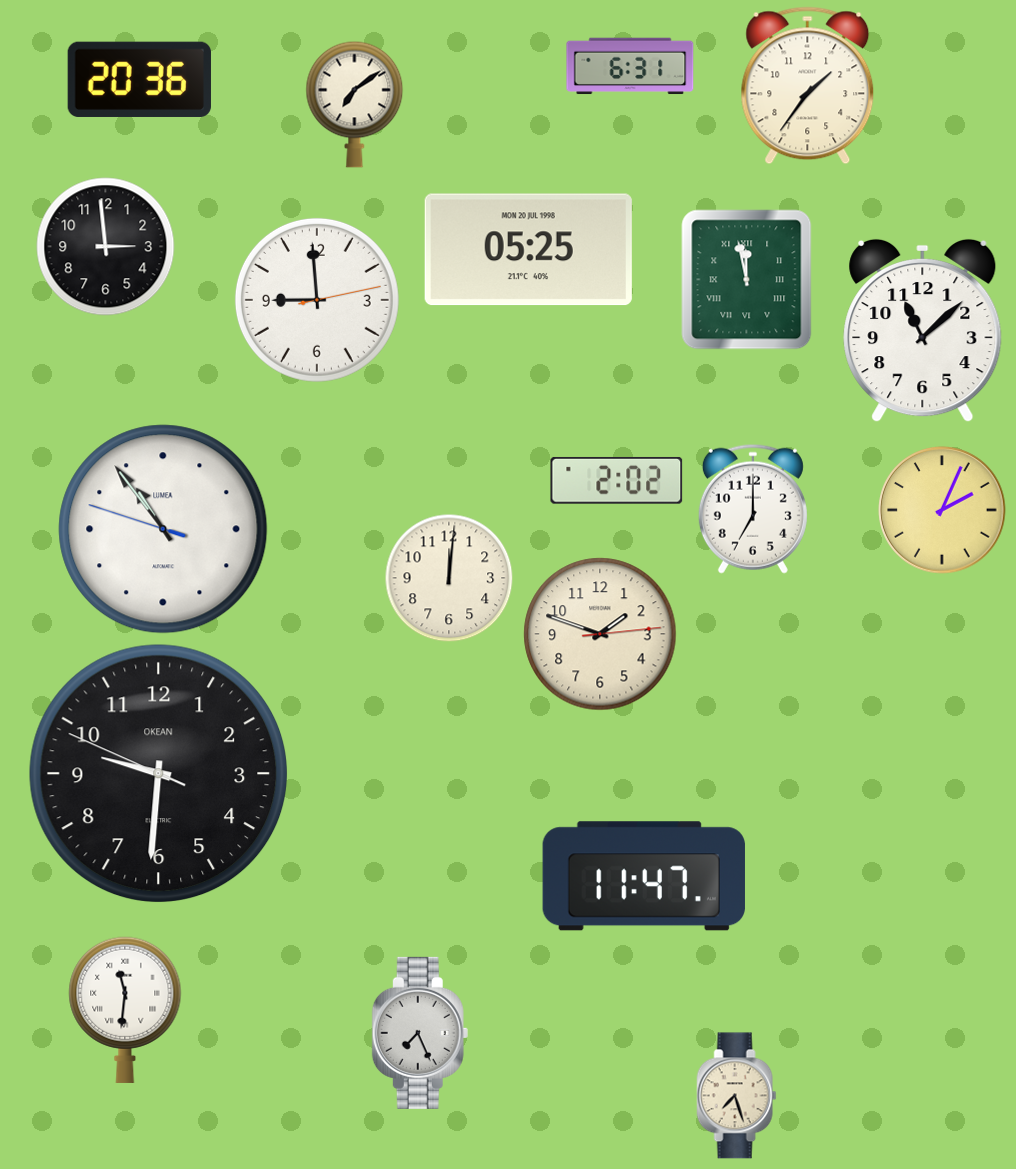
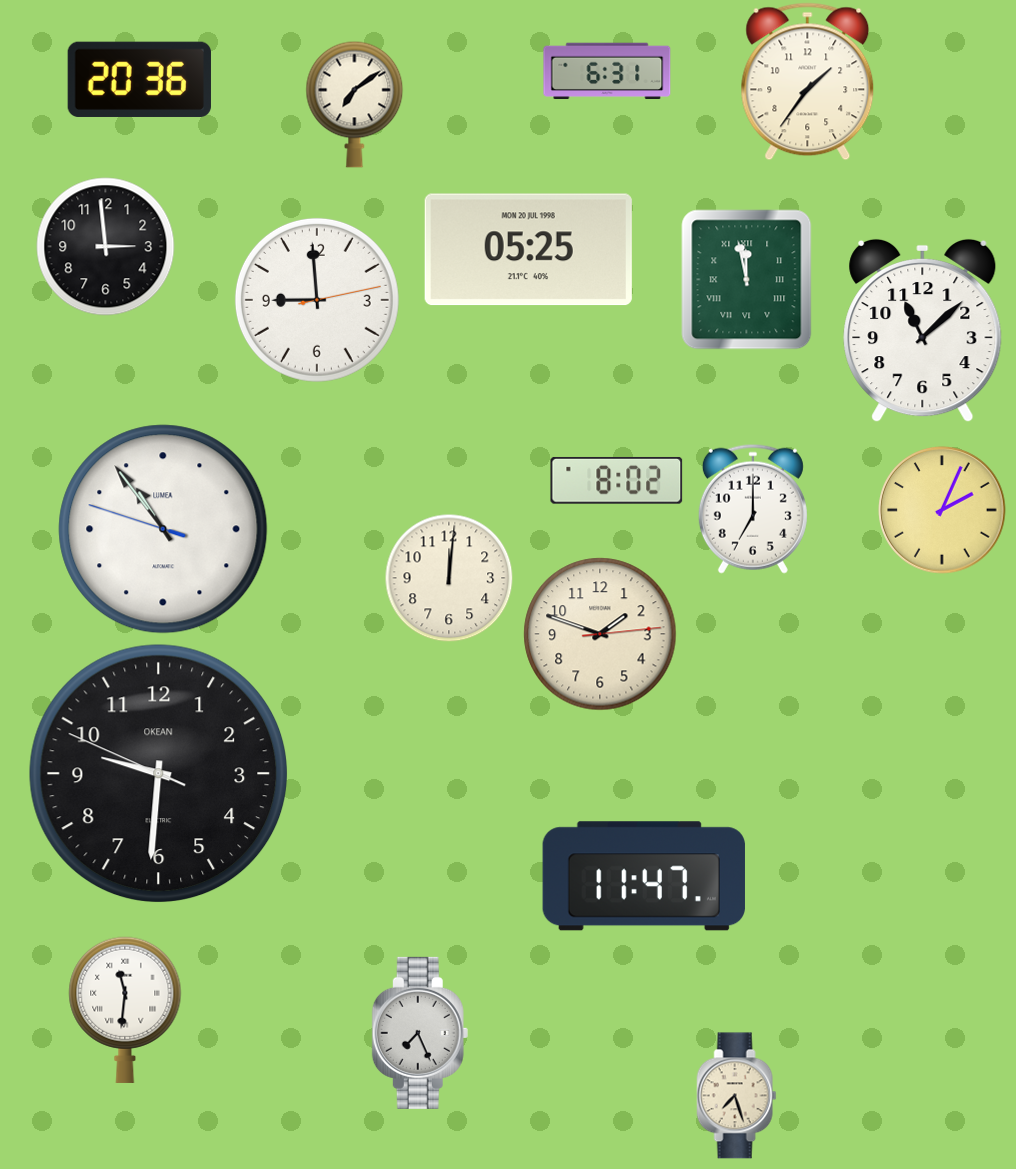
clock at (630, 66) position: (630, 66) -> (607, 71)
clock at (808, 86) position: (808, 86) -> (808, 82)
clock at (617, 480): 2:02 -> 8:02
